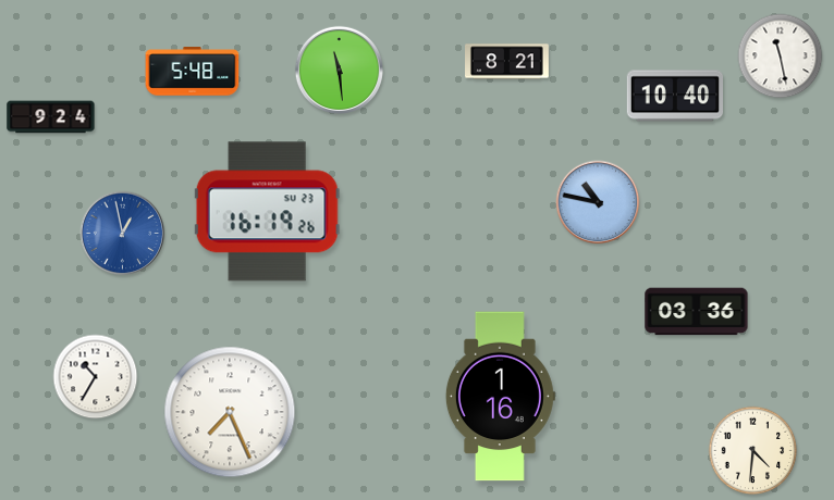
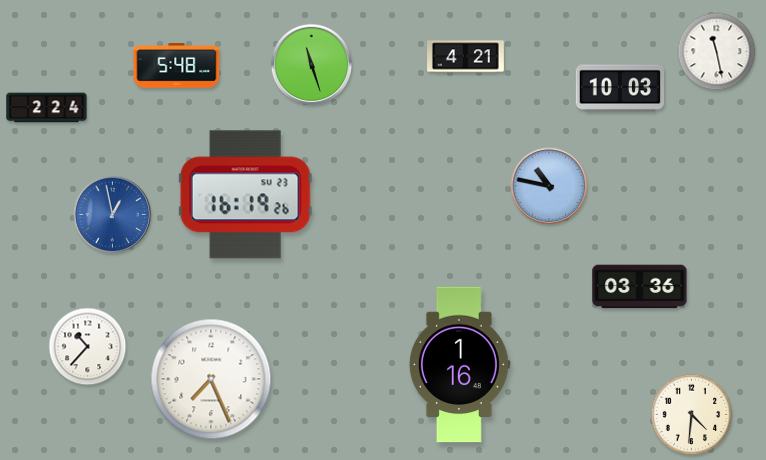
clock at (507, 62): 8:21 -> 4:21
clock at (339, 70): 11:29 -> 11:27
clock at (675, 96): 10:40 -> 10:03
clock at (51, 117): 9:24 -> 2:24
clock at (96, 377): 10:35 -> 10:37
